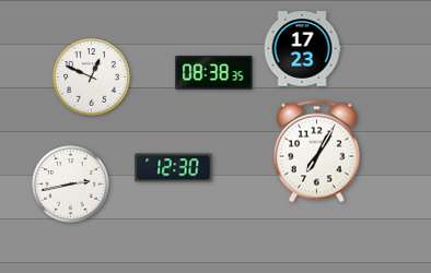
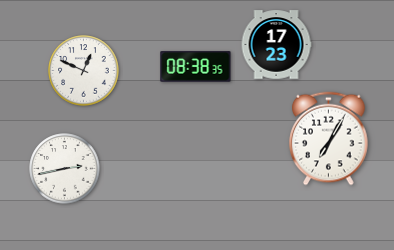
clock at (317, 152) position: (317, 152) -> (329, 139)
clock at (174, 168): 12:30 -> none
